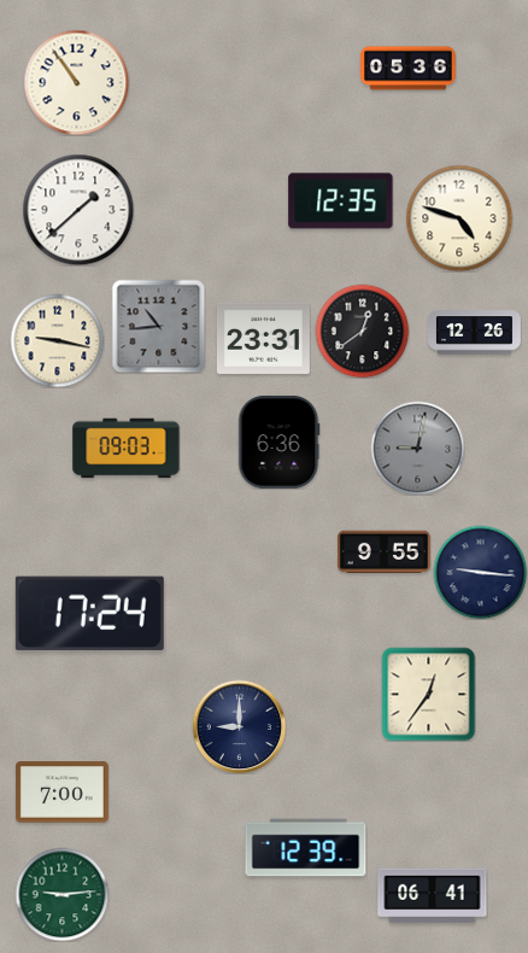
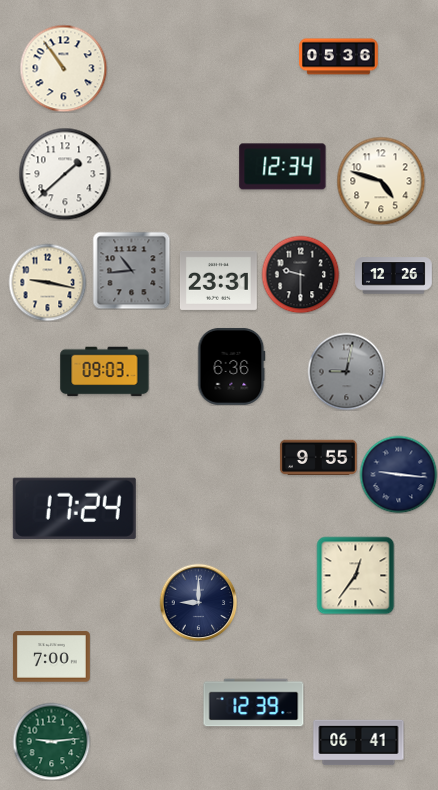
clock at (341, 201): 12:35 -> 12:34
clock at (362, 331): 12:39 -> 9:30
